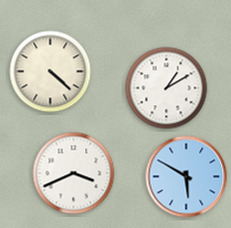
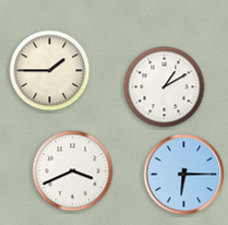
clock at (51, 72): 4:22 -> 1:45
clock at (187, 177): 5:50 -> 6:15
